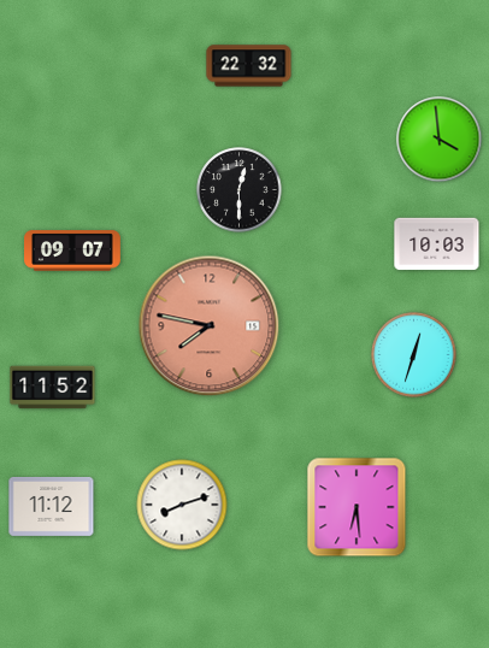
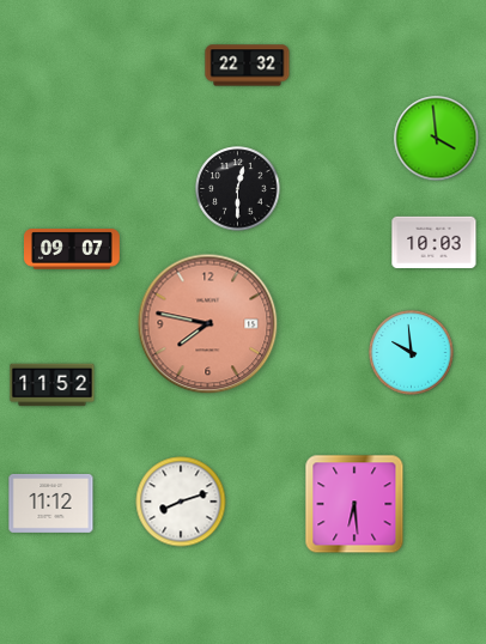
clock at (414, 355): 12:33 -> 9:59
